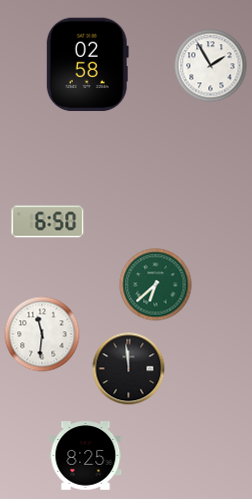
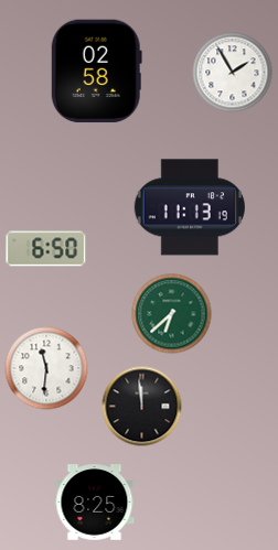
clock at (190, 207): none -> 11:13
clock at (48, 222) position: (48, 222) -> (46, 249)
